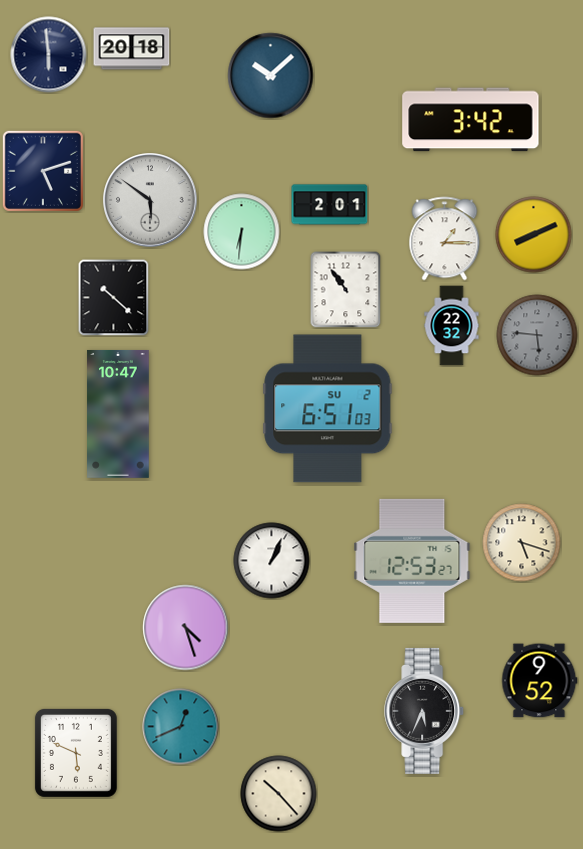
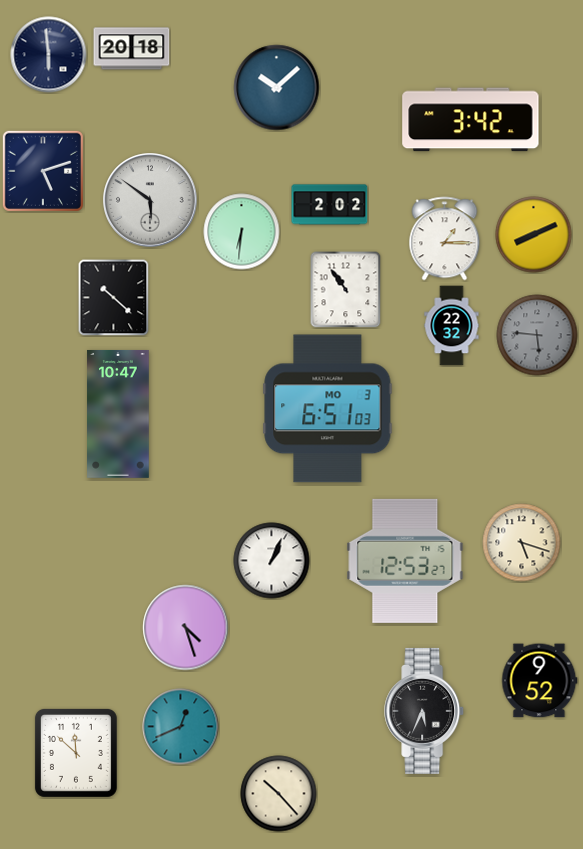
clock at (271, 76) position: (271, 76) -> (277, 88)
clock at (330, 205): 2:01 -> 2:02
clock at (328, 409) date: SU 2 -> MO 3
clock at (412, 561) position: (412, 561) -> (405, 561)
clock at (76, 753): 5:49 -> 11:52
